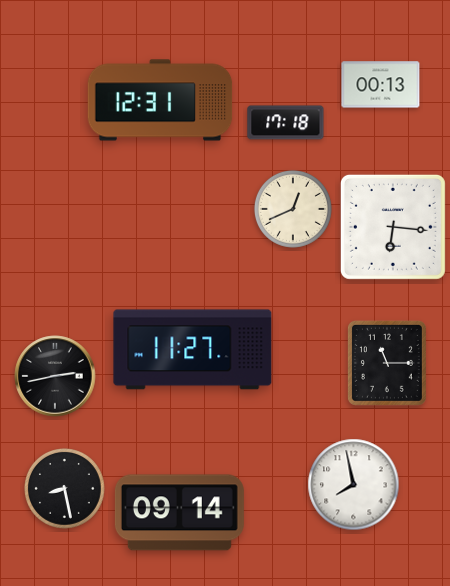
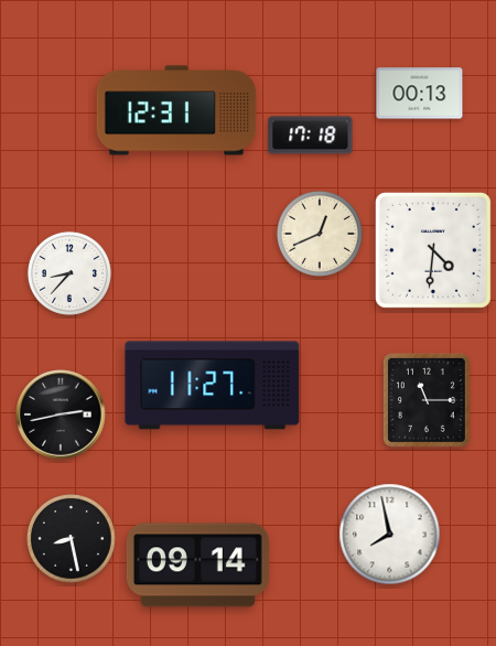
clock at (286, 123) position: (286, 123) -> (311, 136)
clock at (293, 209) position: (293, 209) -> (320, 234)
clock at (393, 227): 6:16 -> 4:31
clock at (69, 273): none -> 8:37
